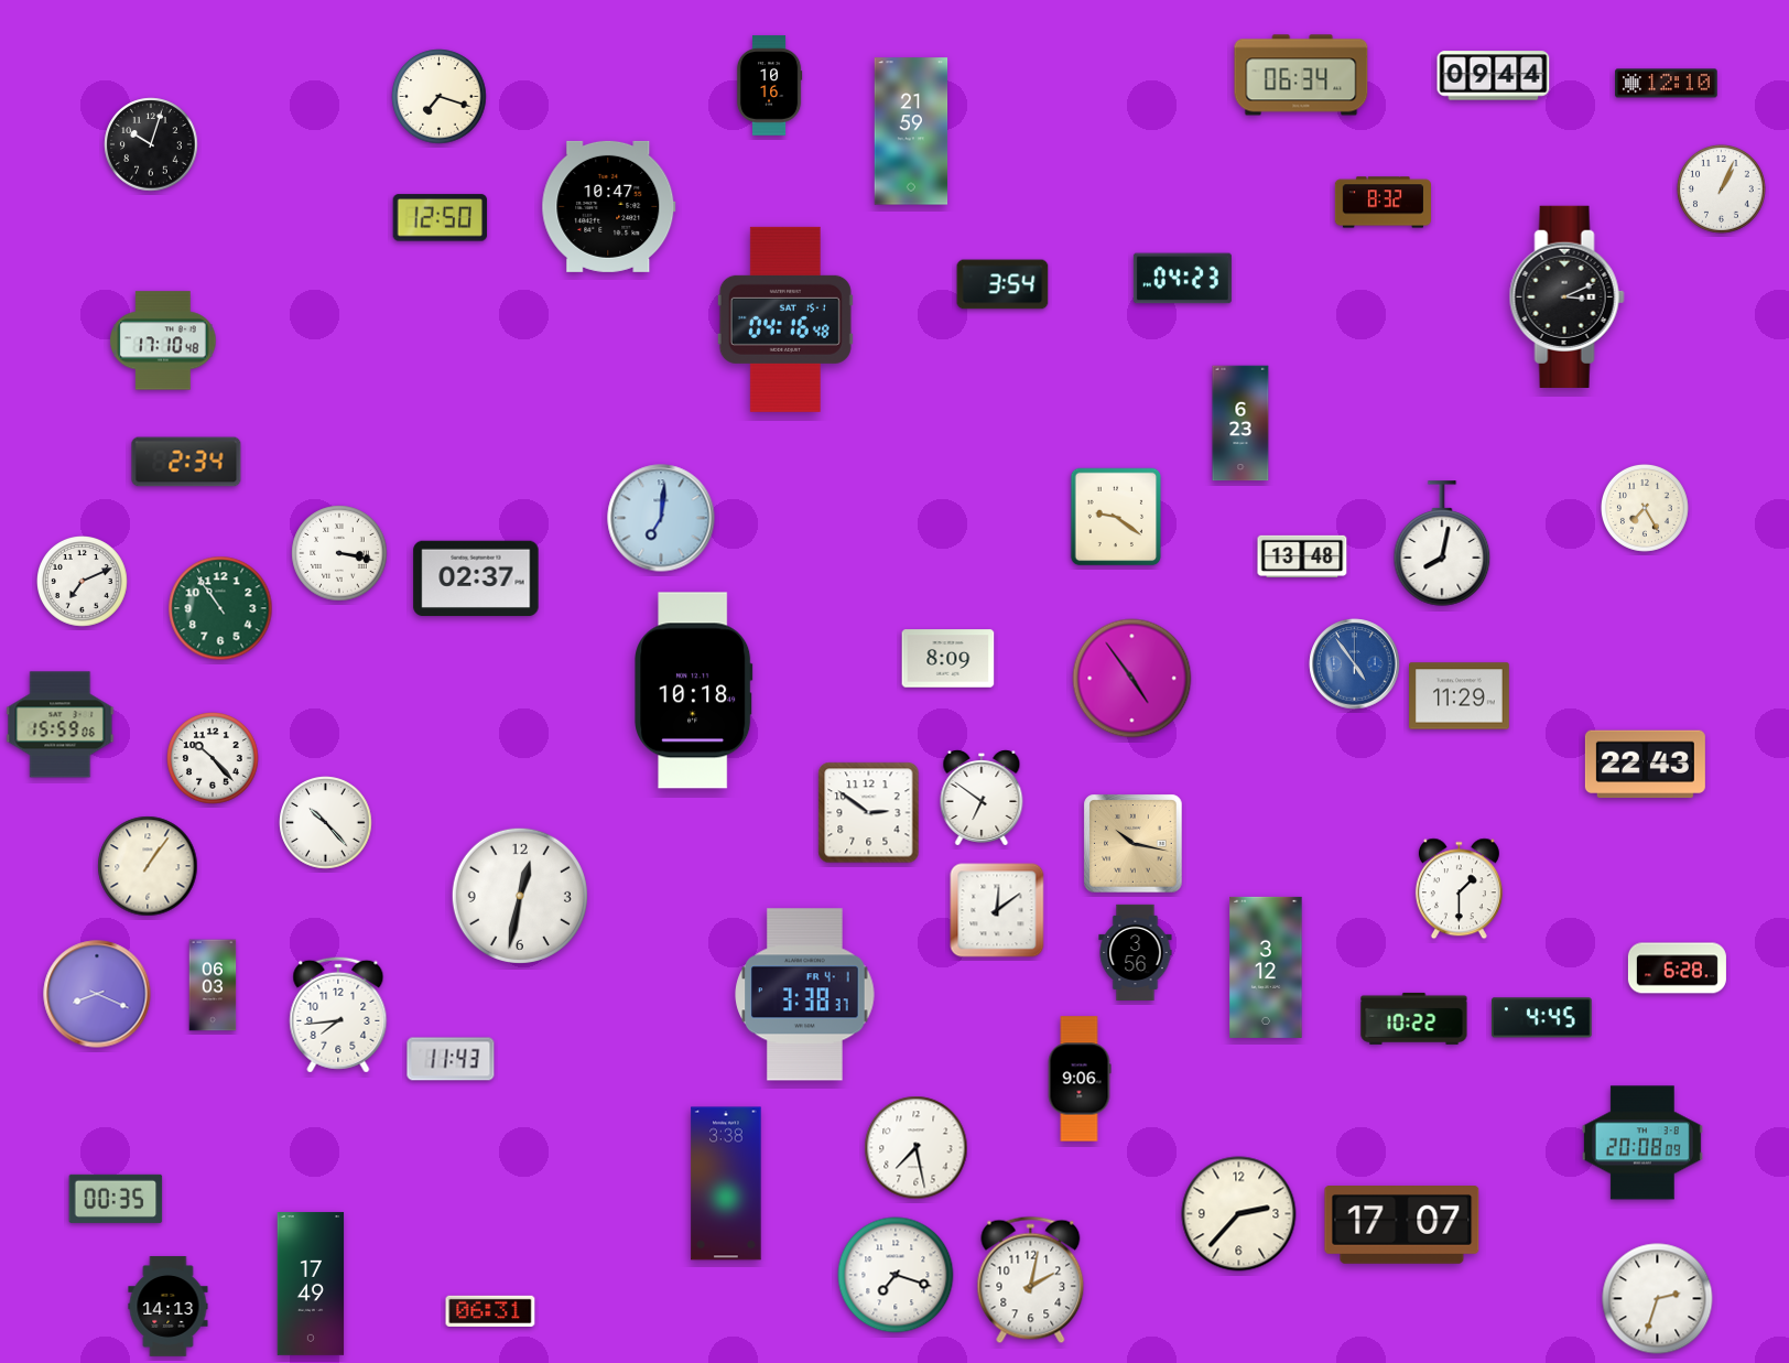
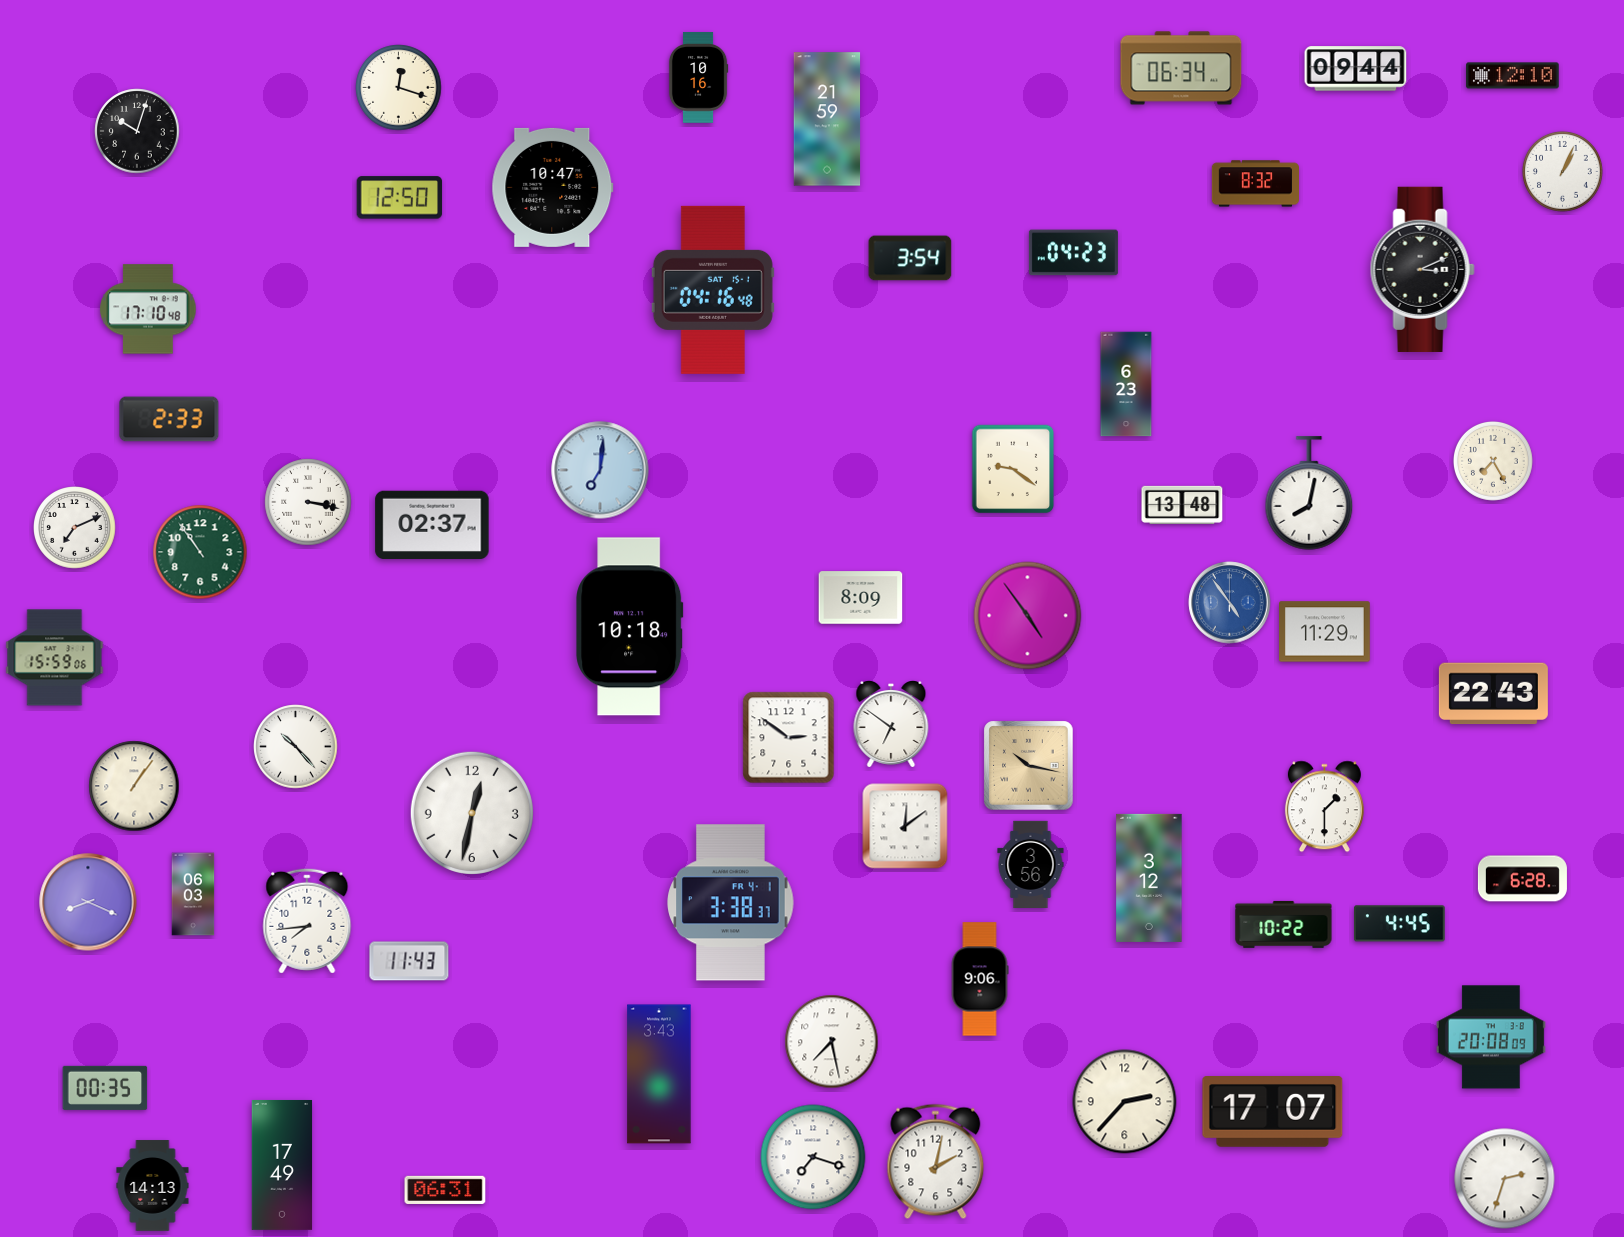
clock at (440, 97): 7:18 -> 12:18
clock at (186, 462): 2:34 -> 2:33
clock at (213, 758): 10:23 -> none
clock at (726, 1183): 3:38 -> 3:43
